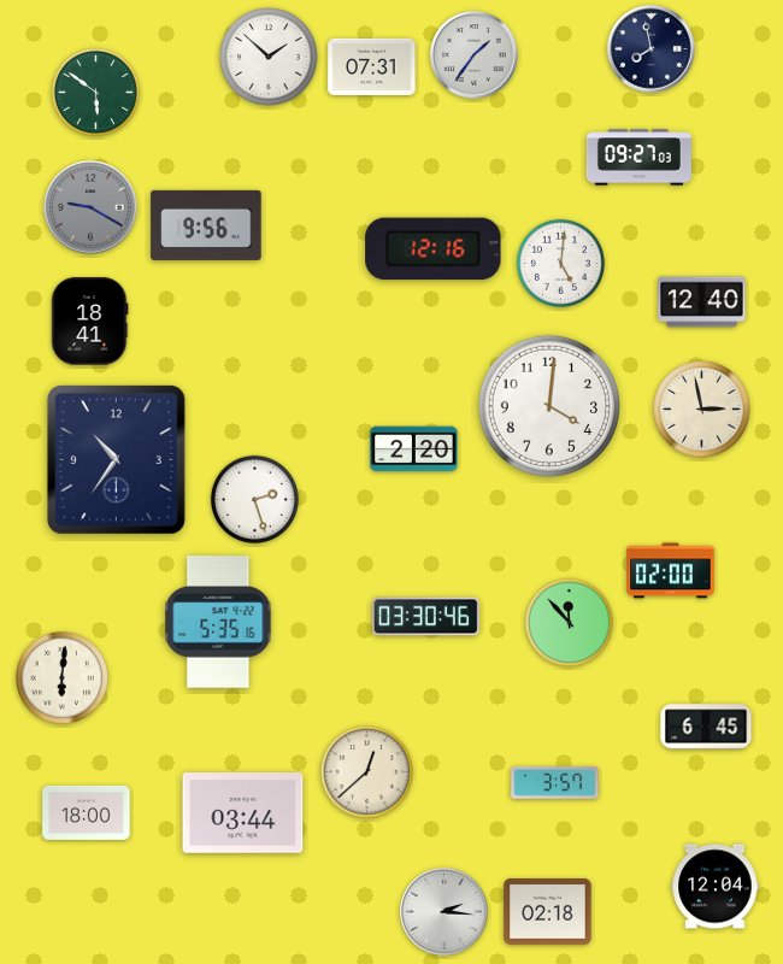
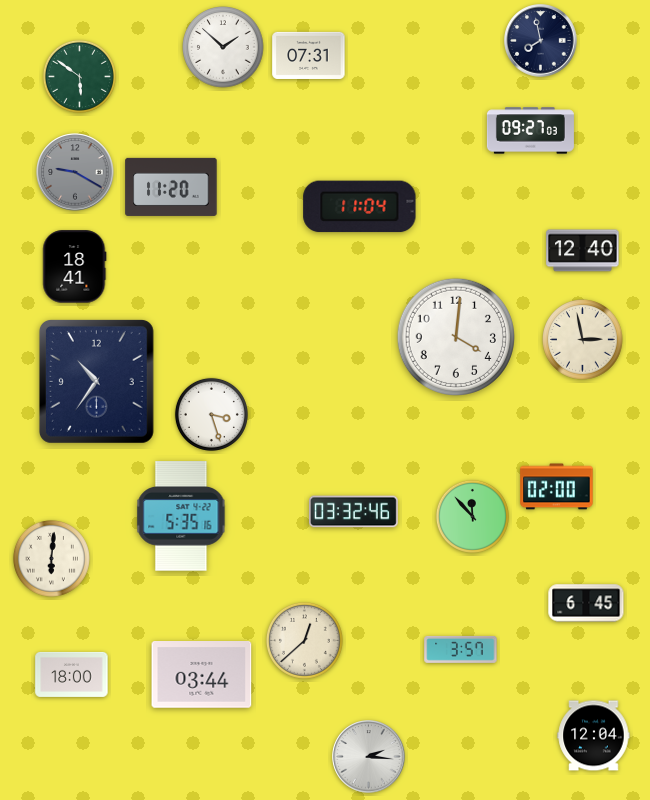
clock at (475, 55): 1:36 -> none
clock at (206, 225): 9:56 -> 11:20
clock at (434, 249): 12:16 -> 11:04
clock at (560, 263): 5:01 -> none
clock at (414, 449): 2:20 -> none
clock at (254, 499): 2:27 -> 3:27
clock at (671, 571) position: (671, 571) -> (557, 487)
clock at (426, 617): 03:30 -> 03:32
clock at (61, 677) position: (61, 677) -> (51, 558)
clock at (548, 911): 02:18 -> none
